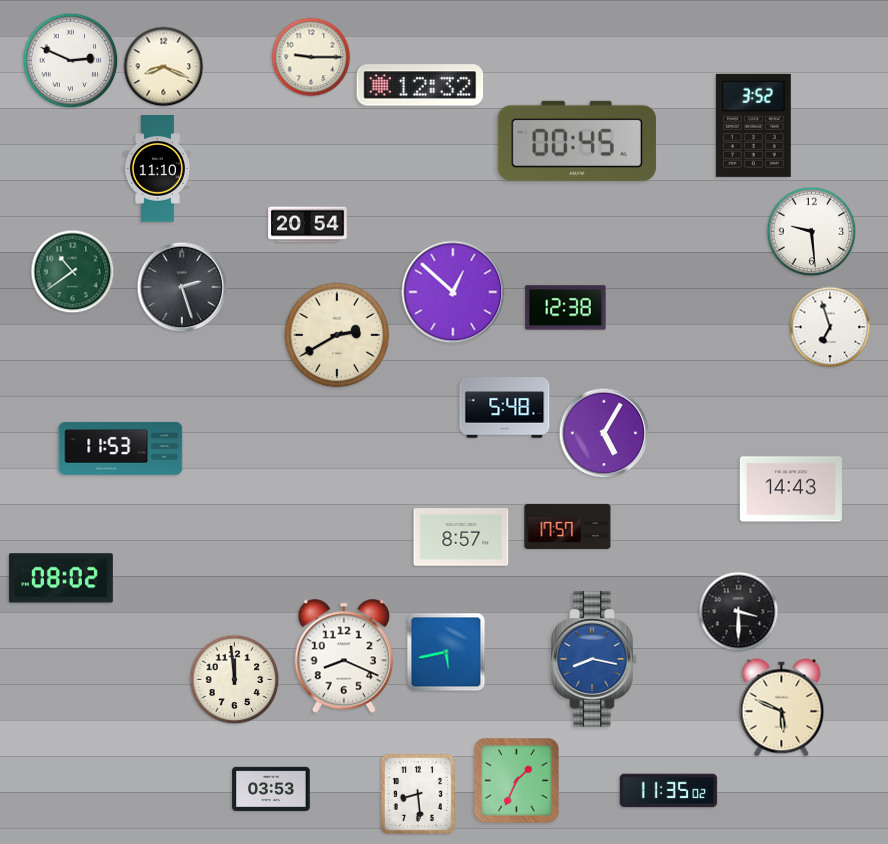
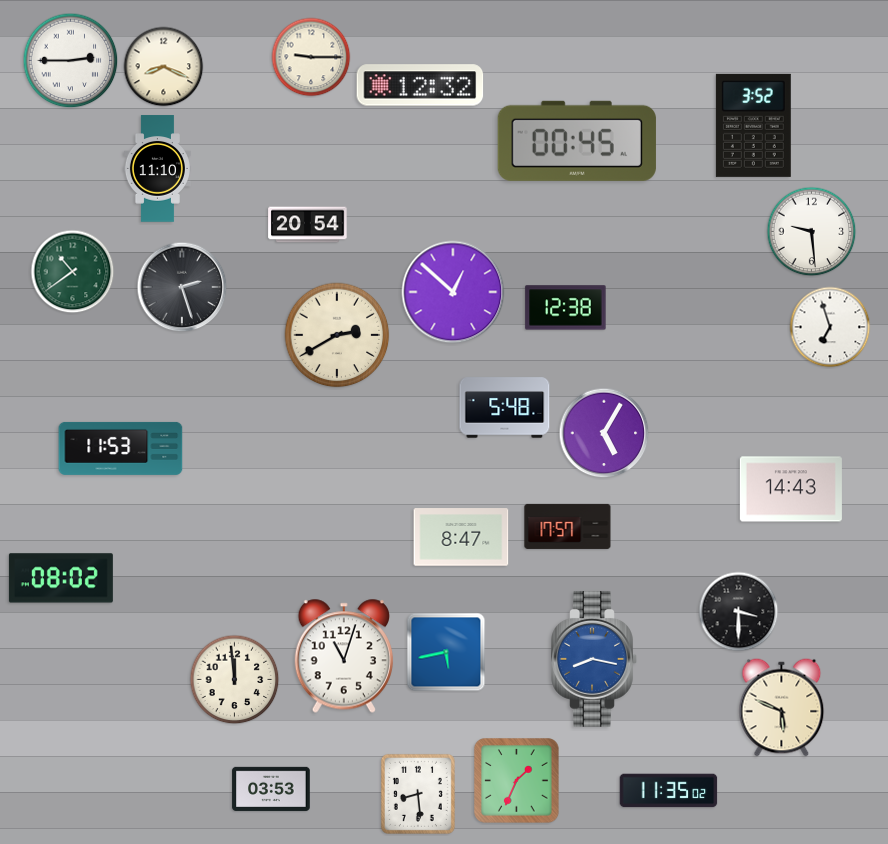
clock at (71, 61): 2:49 -> 2:45
clock at (461, 537): 8:57 -> 8:47
clock at (344, 656): 8:19 -> 11:03
